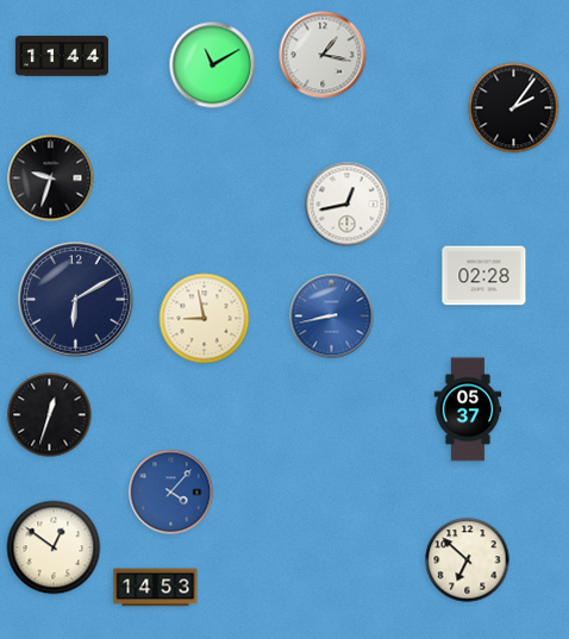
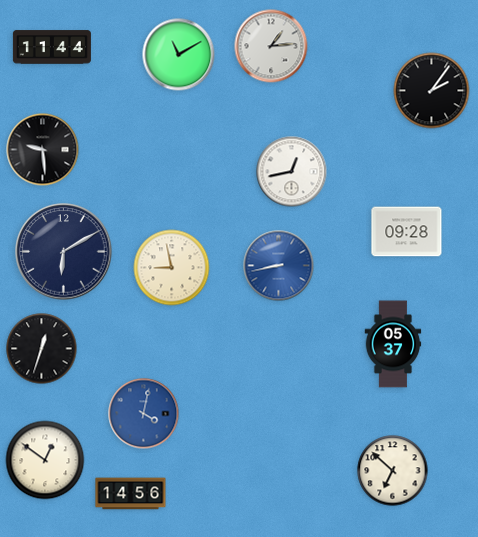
clock at (323, 55): 1:17 -> 1:14
clock at (51, 178): 9:33 -> 9:29
clock at (484, 276): 02:28 -> 09:28
clock at (171, 493): 4:07 -> 4:02
clock at (156, 588): 14:53 -> 14:56
